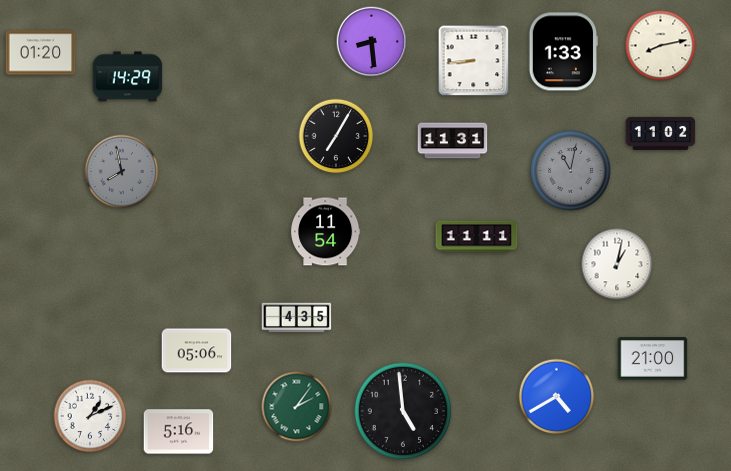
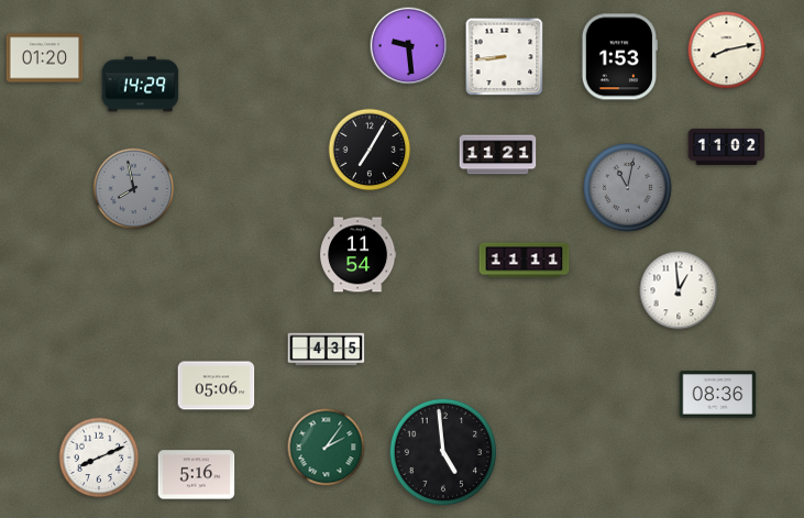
clock at (372, 42): 8:29 -> 9:29
clock at (563, 52): 1:33 -> 1:53
clock at (474, 61) position: (474, 61) -> (505, 57)
clock at (453, 141): 11:31 -> 11:21
clock at (617, 264): 1:02 -> 12:59
clock at (653, 359): 21:00 -> 08:36
clock at (557, 397): 4:40 -> none
clock at (90, 416): 1:11 -> 8:11
